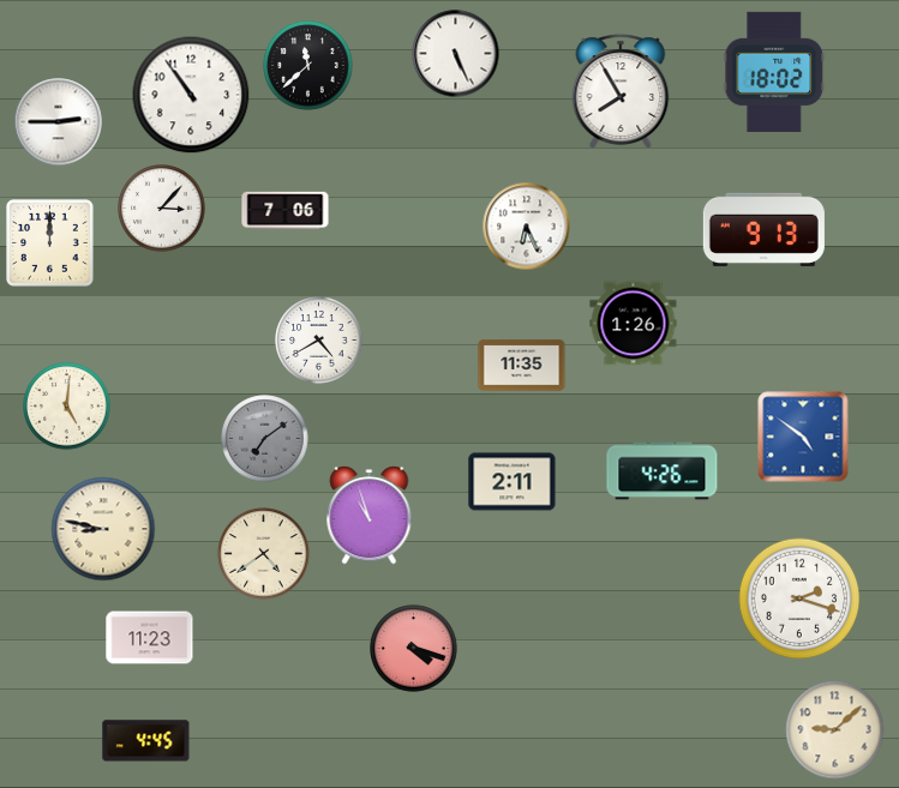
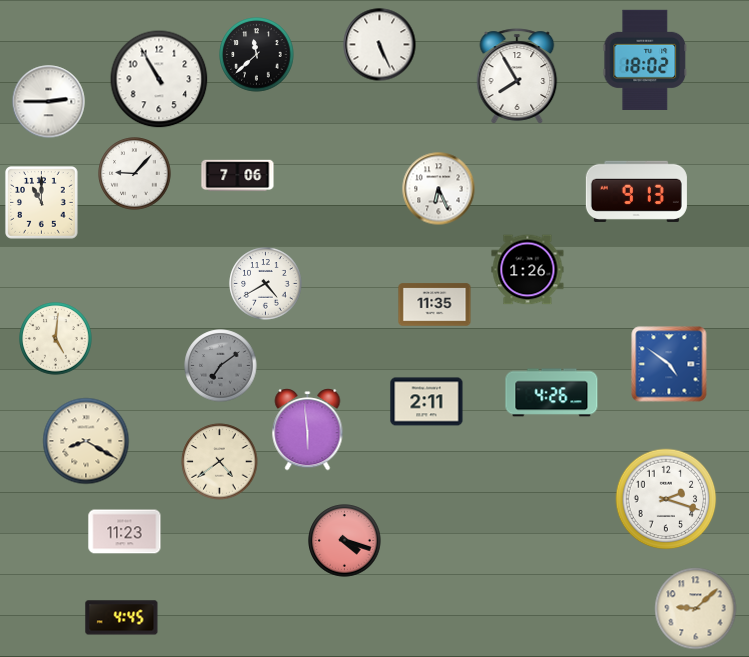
clock at (191, 95): 10:54 -> 10:55
clock at (162, 209): 3:07 -> 9:07
clock at (50, 243): 12:00 -> 11:00
clock at (370, 516): 10:57 -> 5:59
clock at (103, 529): 8:47 -> 8:20
